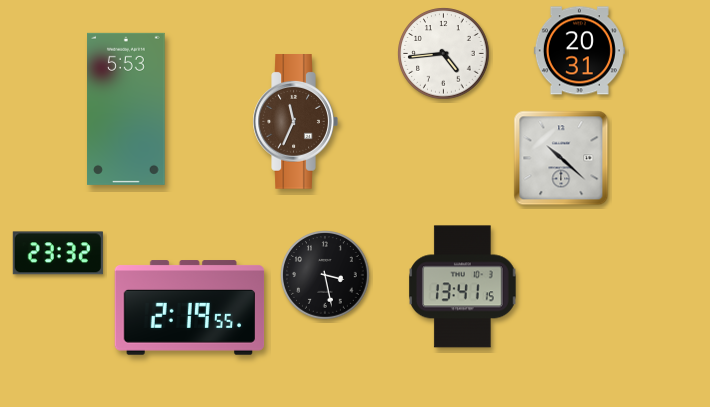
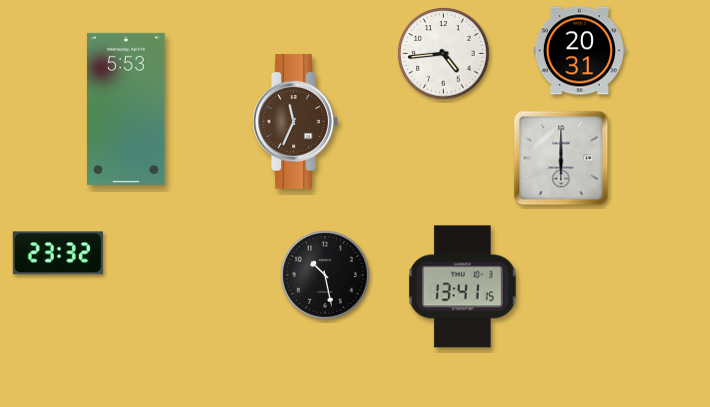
clock at (561, 158): 10:22 -> 6:00
clock at (326, 276): 3:28 -> 10:28
clock at (190, 308): 2:19 -> none
